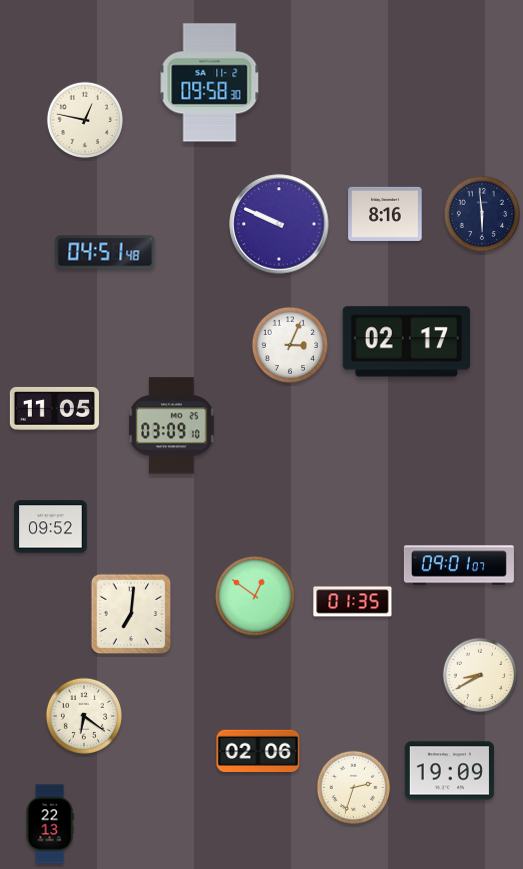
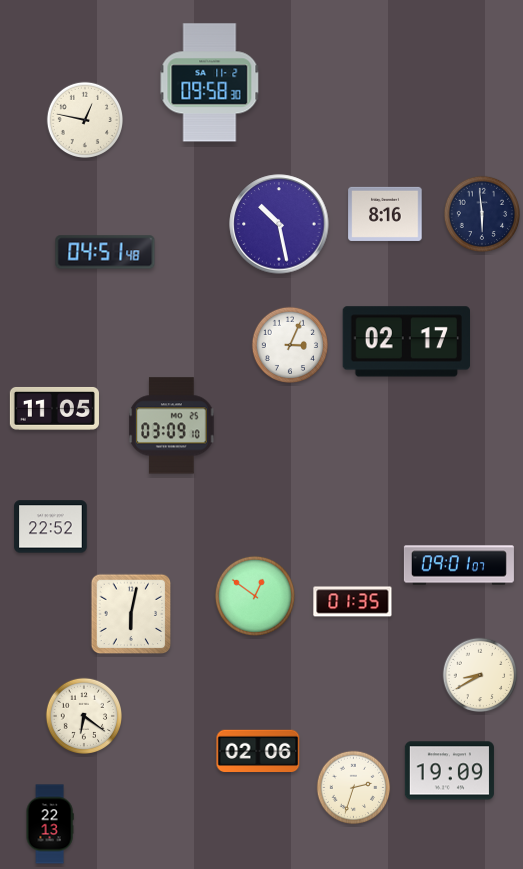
clock at (279, 224): 9:49 -> 10:28
clock at (51, 527): 09:52 -> 22:52
clock at (131, 614): 7:01 -> 6:02
